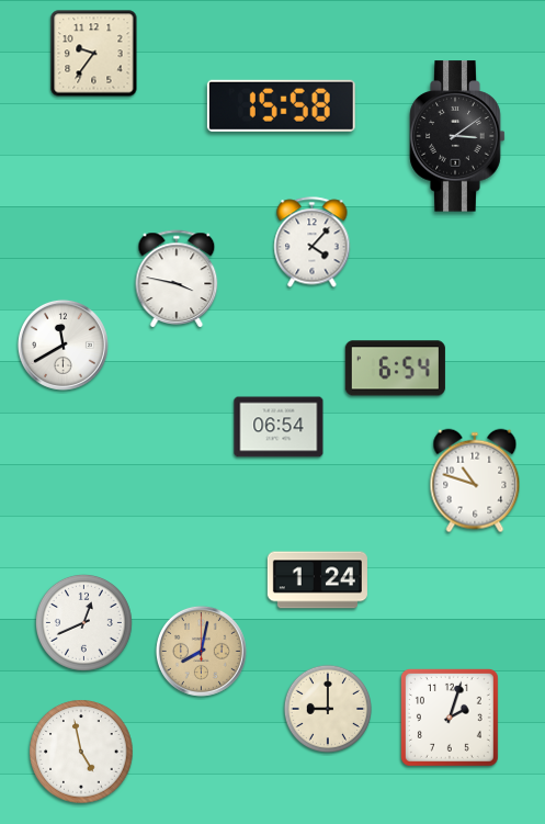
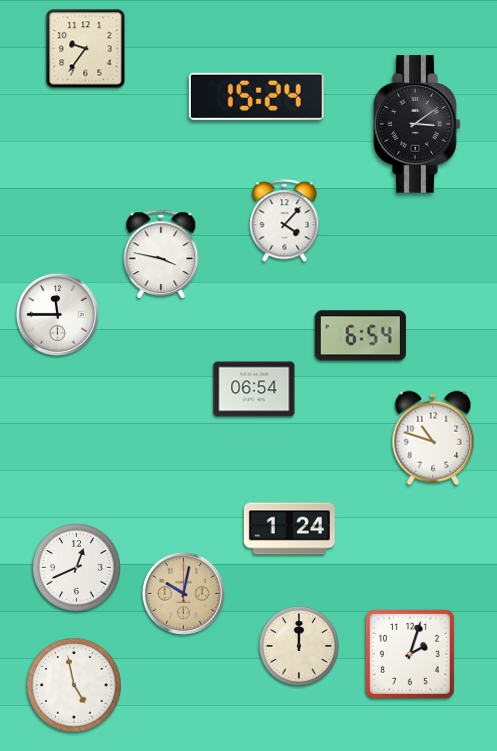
clock at (281, 105): 15:58 -> 15:24
clock at (63, 345): 11:40 -> 11:45
clock at (201, 651): 8:02 -> 10:02
clock at (327, 708): 9:00 -> 12:00
